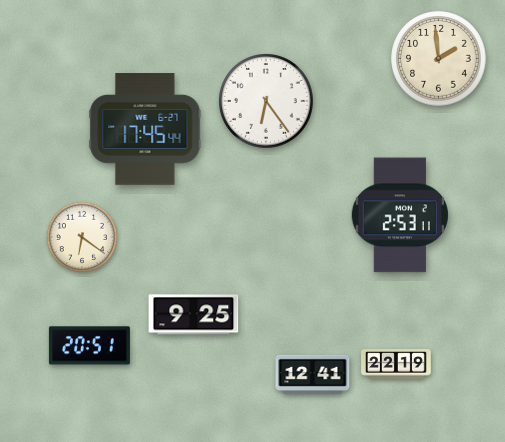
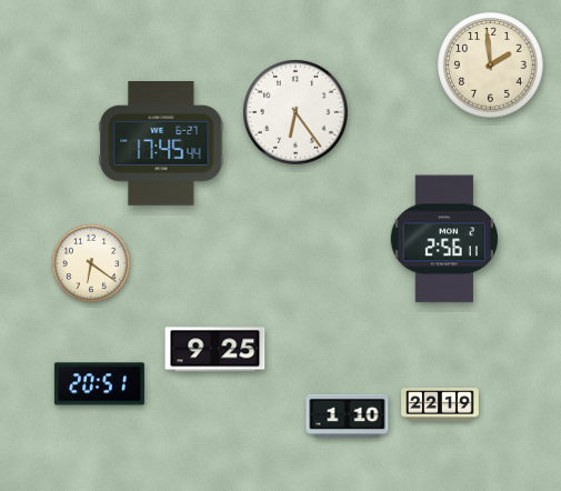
clock at (439, 59) position: (439, 59) -> (491, 66)
clock at (400, 215): 2:53 -> 2:56
clock at (313, 374): 12:41 -> 1:10
